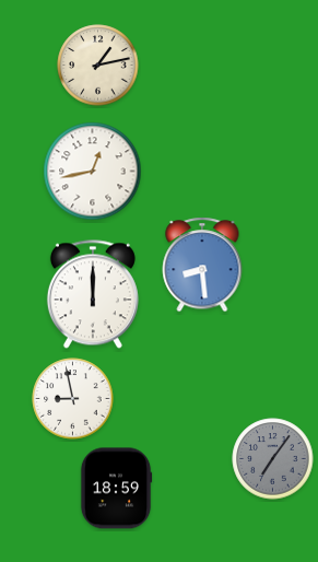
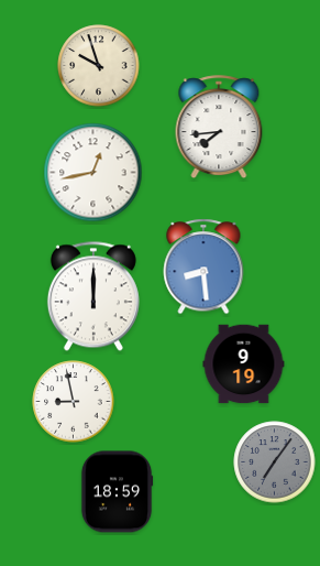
clock at (98, 66): 1:13 -> 9:57
clock at (219, 128): none -> 7:44
clock at (244, 364): none -> 9:19
